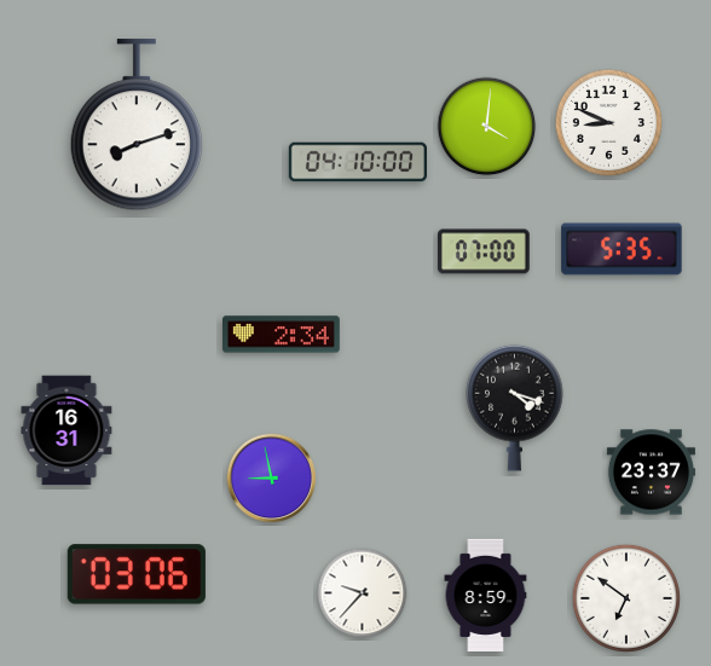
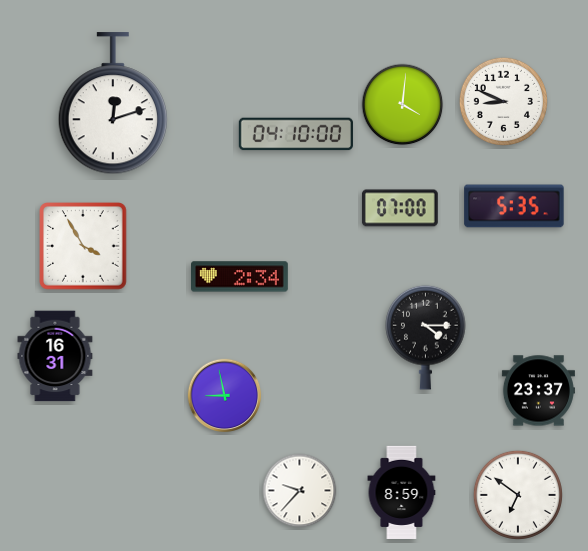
clock at (135, 126): 8:12 -> 12:12
clock at (84, 247): none -> 3:55
clock at (282, 335) position: (282, 335) -> (240, 277)
clock at (515, 407): 4:18 -> 4:15
clock at (137, 574): 03:06 -> none
